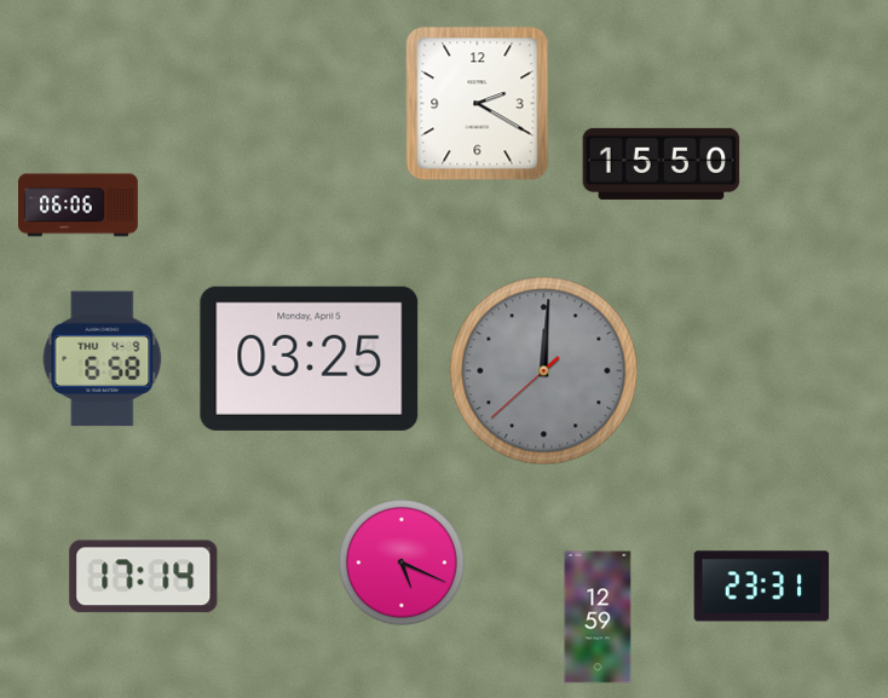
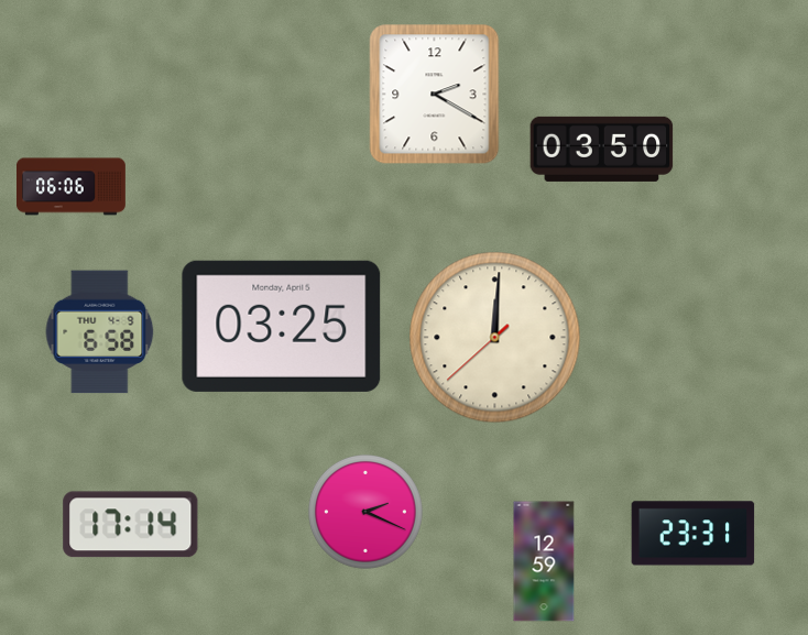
clock at (662, 163): 15:50 -> 03:50
clock at (103, 359) position: (103, 359) -> (100, 332)
clock at (544, 371) dial: grey -> cream
clock at (403, 564): 5:19 -> 2:19
